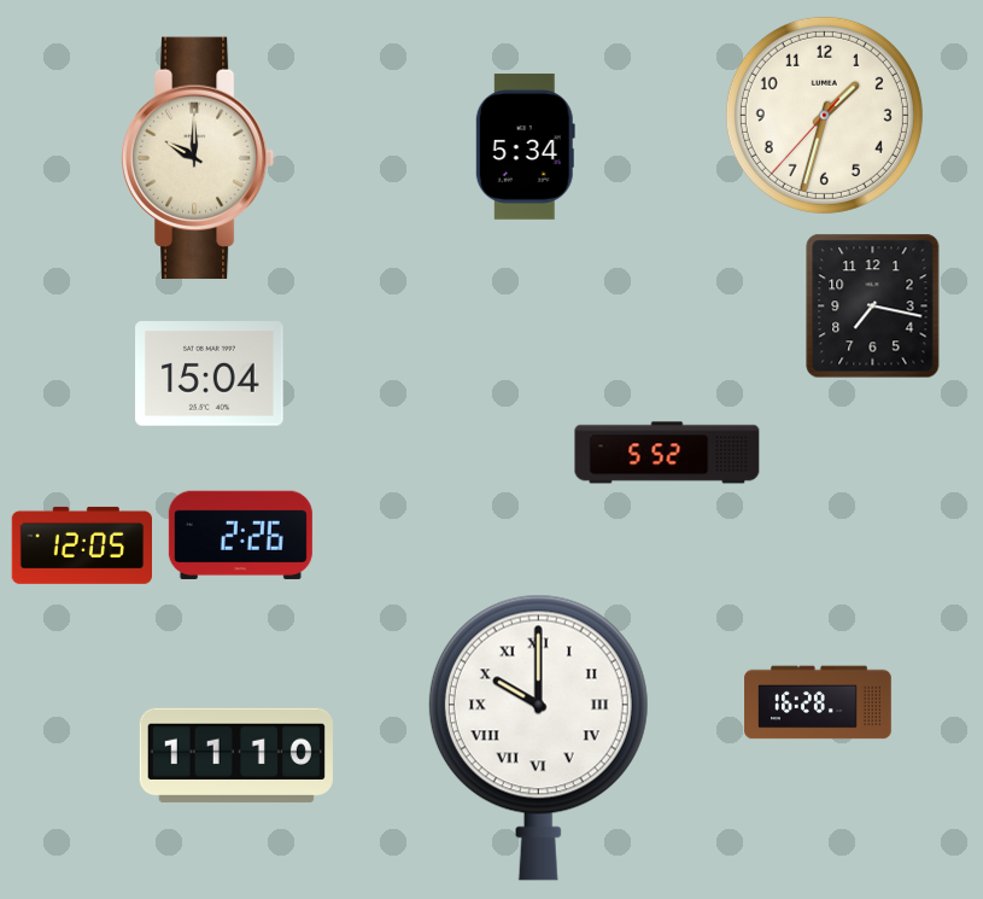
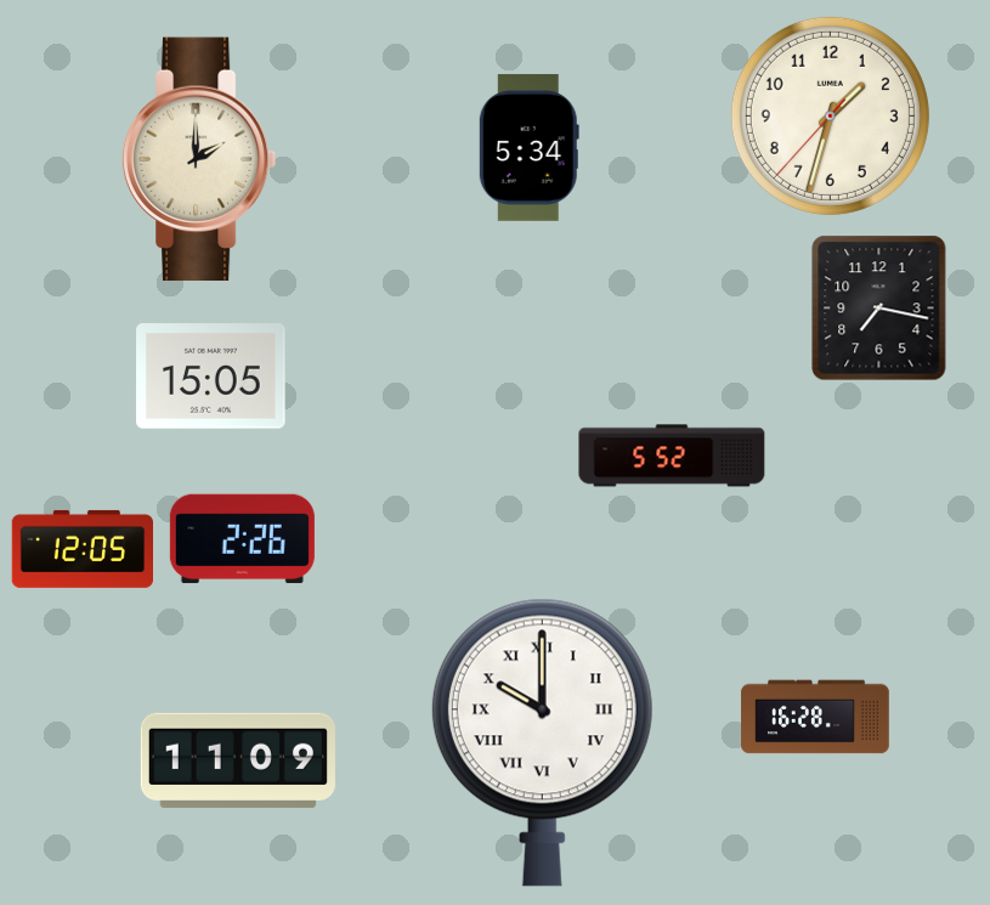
clock at (198, 158): 10:00 -> 2:00
clock at (210, 374): 15:04 -> 15:05
clock at (818, 702) position: (818, 702) -> (815, 717)
clock at (236, 755): 11:10 -> 11:09
